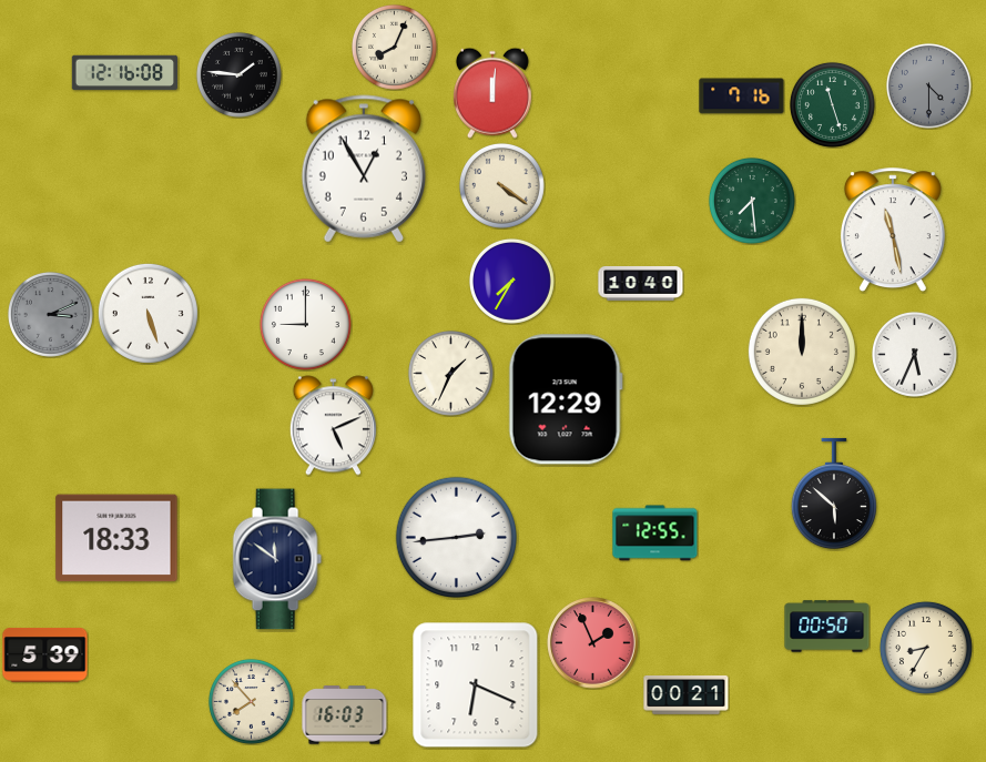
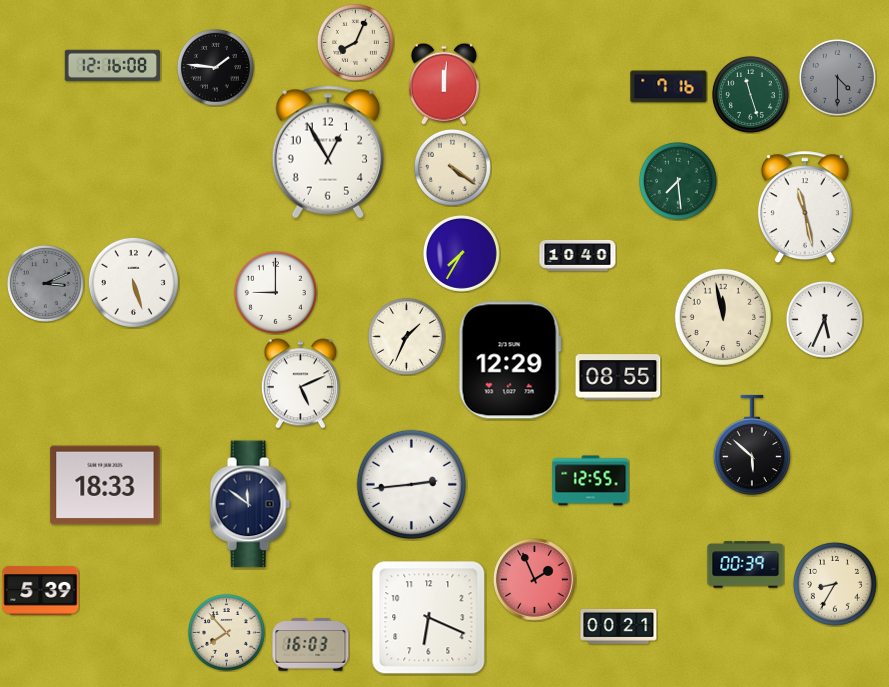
clock at (802, 352): 12:00 -> 11:58
clock at (618, 377): none -> 08:55
clock at (827, 627): 00:50 -> 00:39
